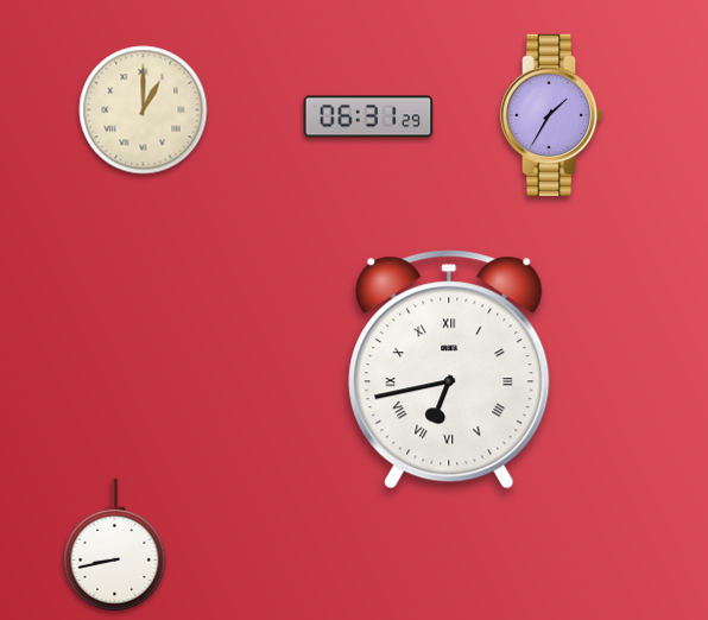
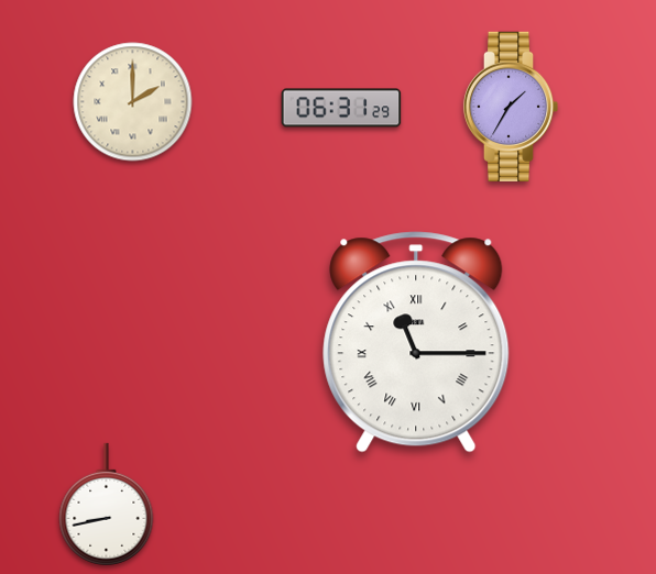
clock at (144, 110): 1:00 -> 2:00
clock at (449, 369): 6:43 -> 11:15
